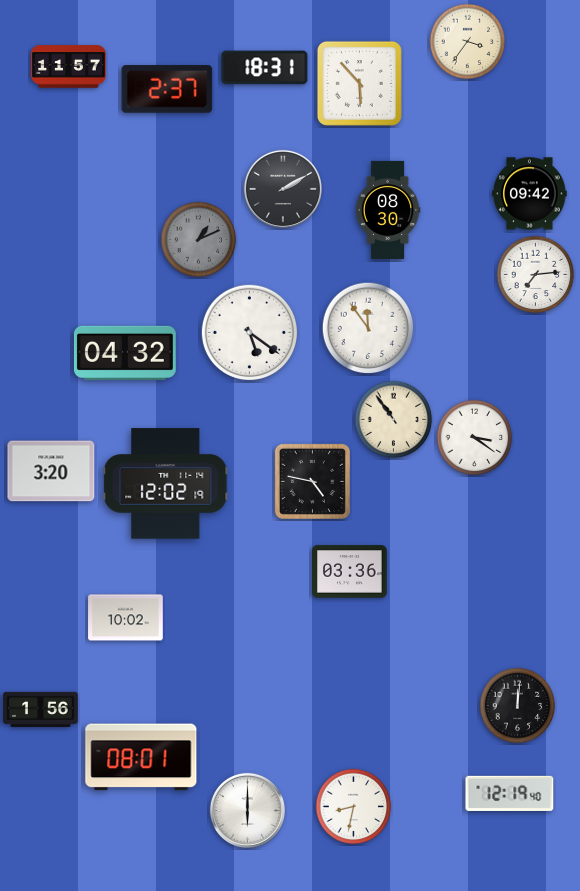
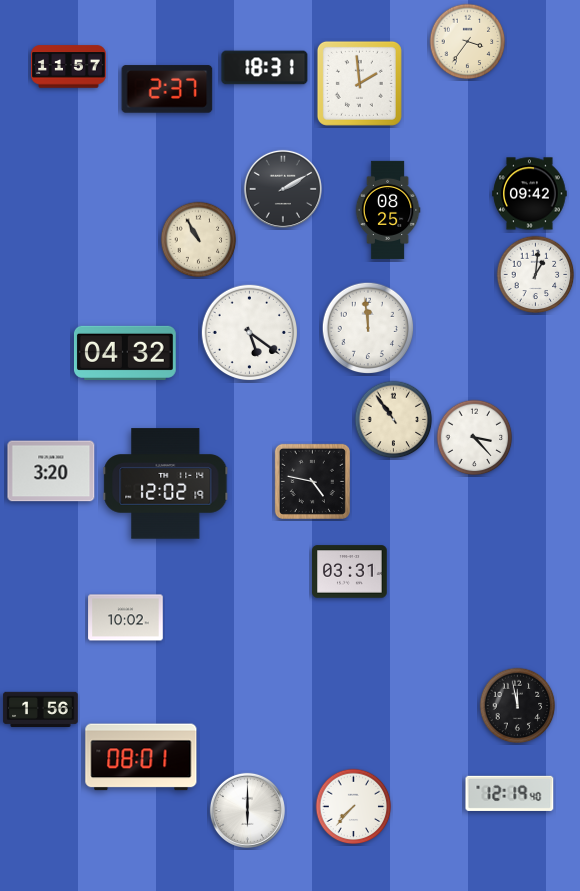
clock at (359, 83): 5:53 -> 1:59
clock at (388, 210): 08:30 -> 08:25
clock at (199, 240): 1:11 -> 10:55
clock at (199, 240) dial: grey -> cream
clock at (536, 275): 7:14 -> 1:01
clock at (368, 328): 11:54 -> 11:59
clock at (475, 438): 3:21 -> 3:23
clock at (350, 572): 03:36 -> 03:31
clock at (518, 706): 12:01 -> 11:58
clock at (354, 807): 8:32 -> 7:37
